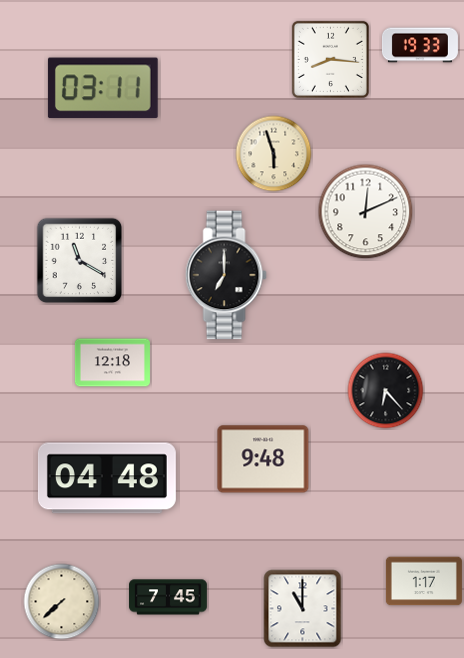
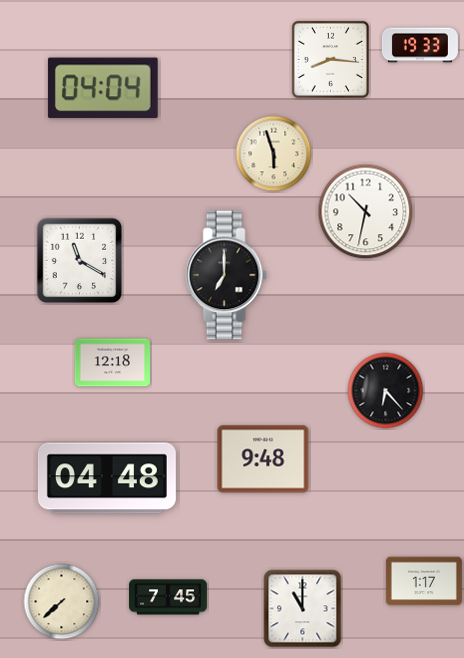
clock at (103, 88): 03:11 -> 04:04
clock at (366, 212): 12:11 -> 10:32
